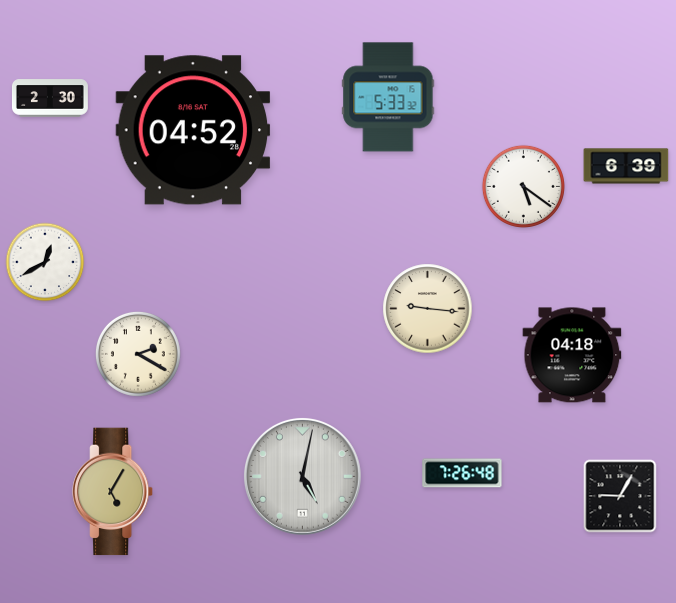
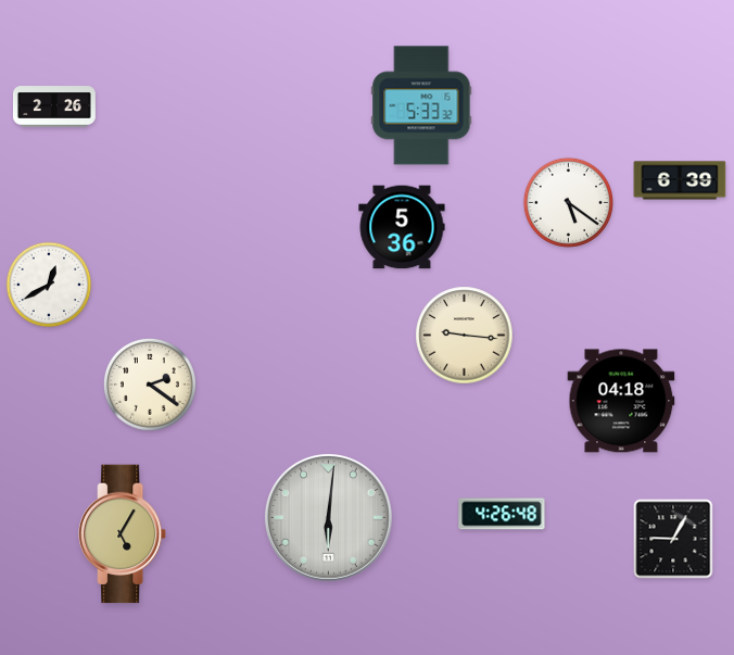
clock at (50, 98): 2:30 -> 2:26
clock at (193, 130): 04:52 -> none
clock at (402, 227): none -> 5:36
clock at (138, 354): 2:20 -> 2:21
clock at (572, 355) position: (572, 355) -> (621, 401)
clock at (462, 473): 7:26 -> 4:26
clock at (302, 476): 5:02 -> 6:01
